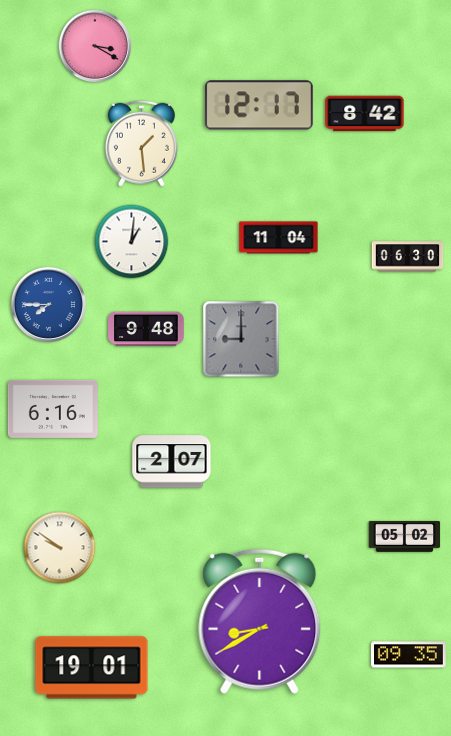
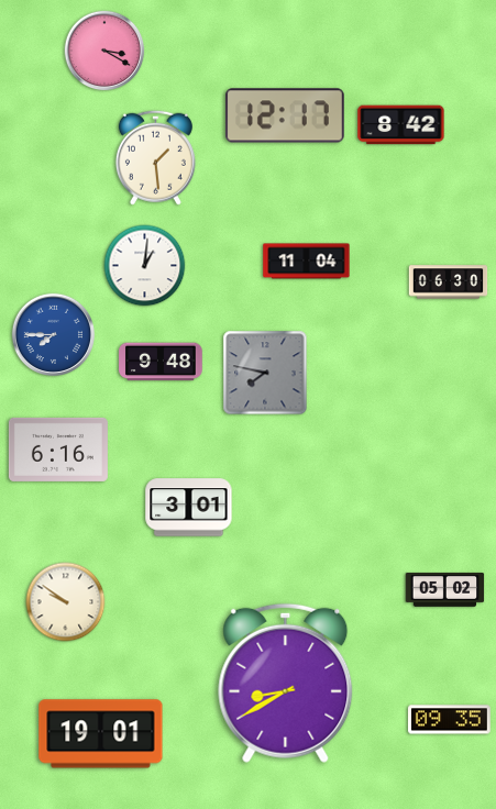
clock at (241, 339): 9:00 -> 7:47
clock at (172, 462): 2:07 -> 3:01
